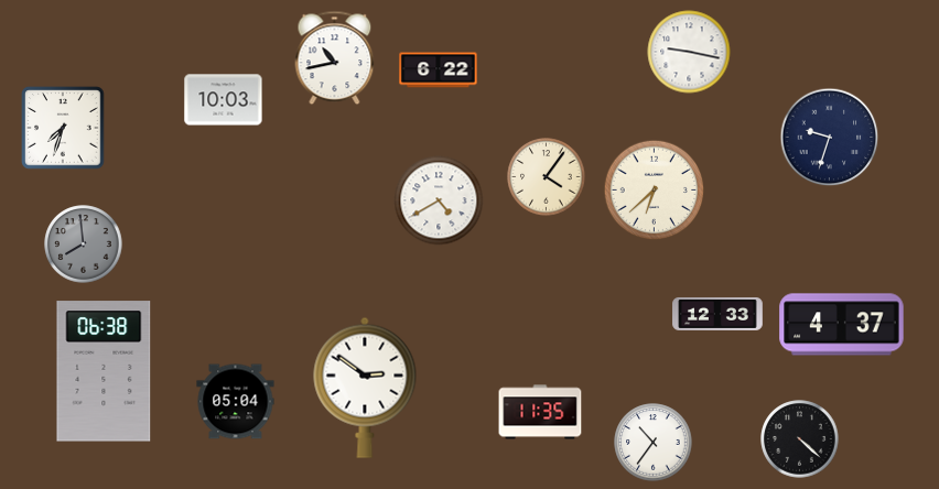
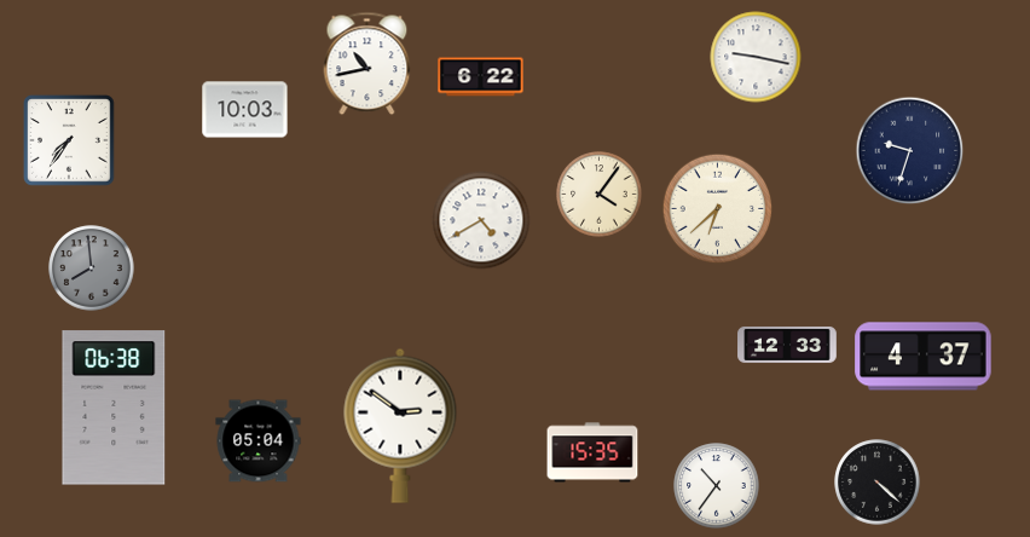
clock at (63, 128): 7:33 -> 7:36
clock at (540, 412): 11:35 -> 15:35
